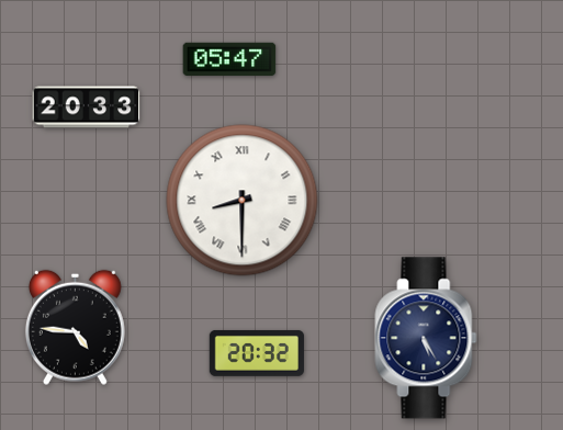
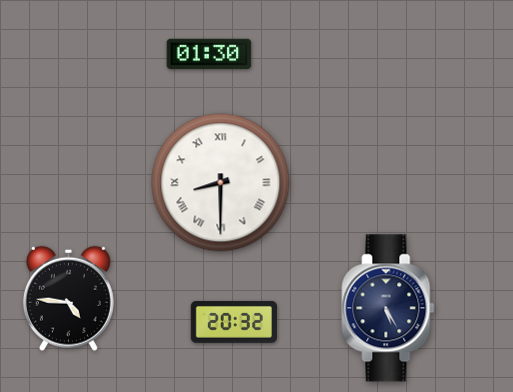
clock at (229, 59): 05:47 -> 01:30
clock at (87, 107): 20:33 -> none
